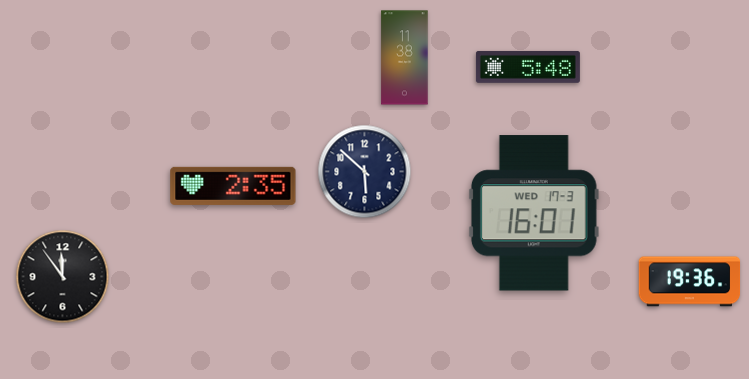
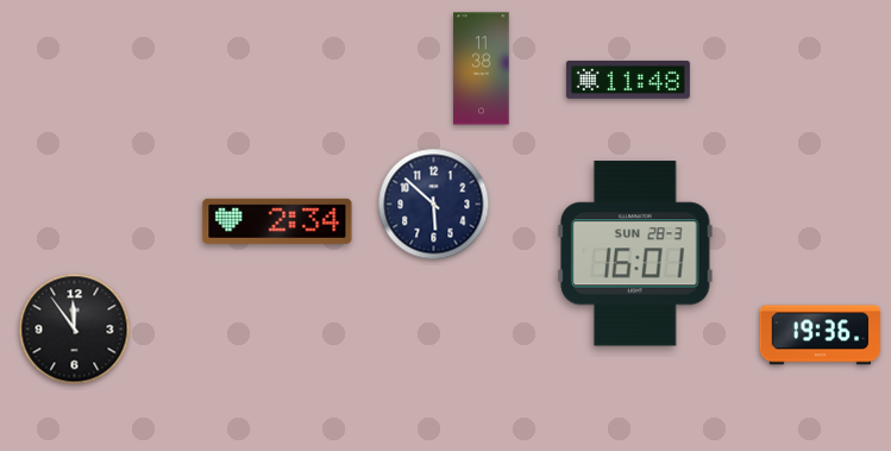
clock at (528, 67): 5:48 -> 11:48
clock at (233, 186): 2:35 -> 2:34
clock at (534, 213) date: WED 17-3 -> SUN 28-3
